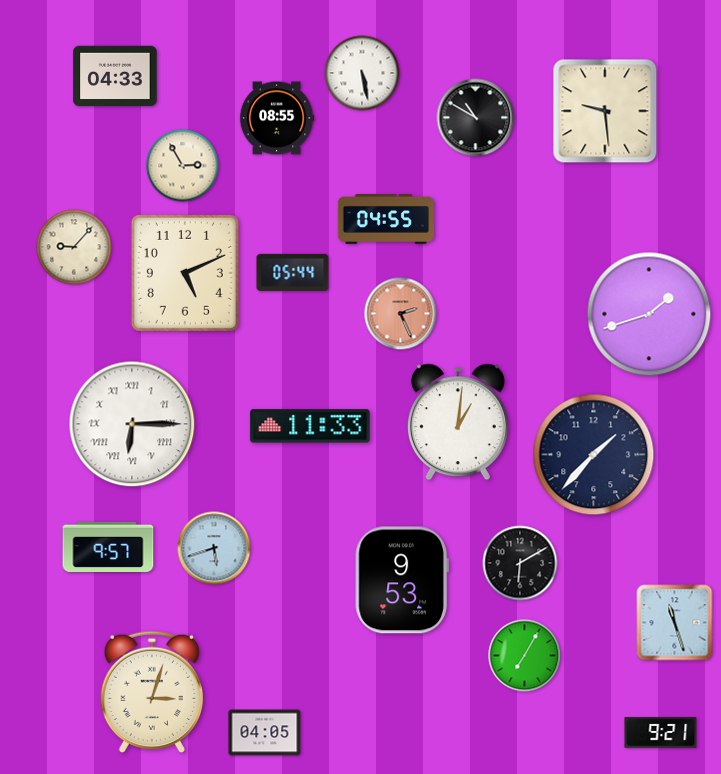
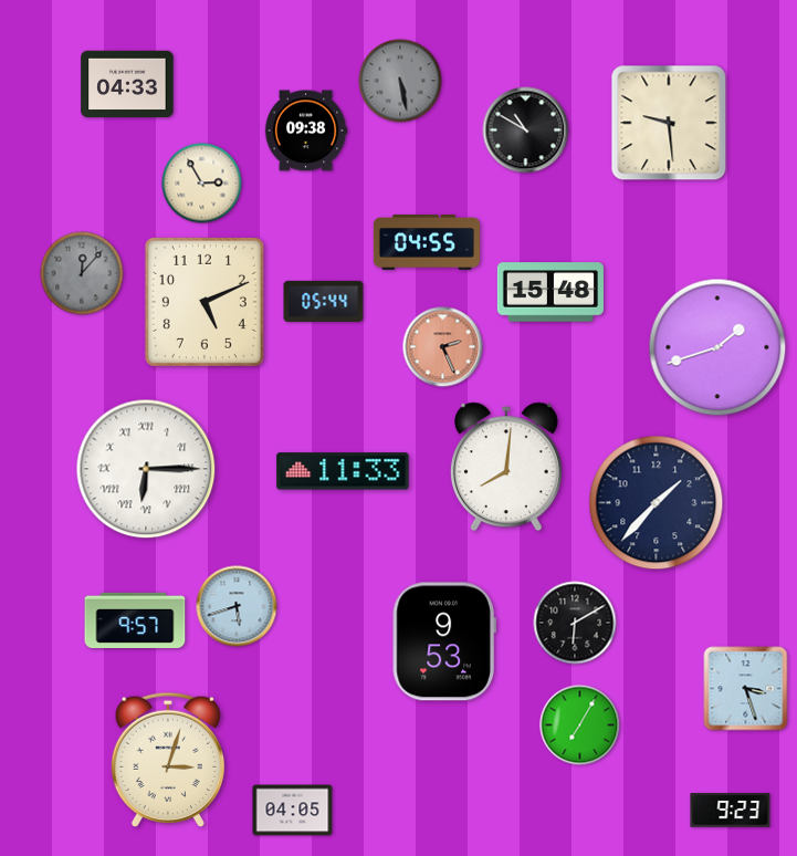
clock at (362, 73) dial: white -> grey
clock at (277, 118): 08:55 -> 09:38
clock at (74, 247): 9:07 -> 12:07
clock at (74, 247) dial: cream -> grey
clock at (550, 292): none -> 15:48
clock at (458, 422): 1:01 -> 8:01
clock at (108, 546) position: (108, 546) -> (135, 619)
clock at (675, 623): 11:27 -> 3:27
clock at (151, 692) position: (151, 692) -> (167, 760)
clock at (661, 733): 9:21 -> 9:23
